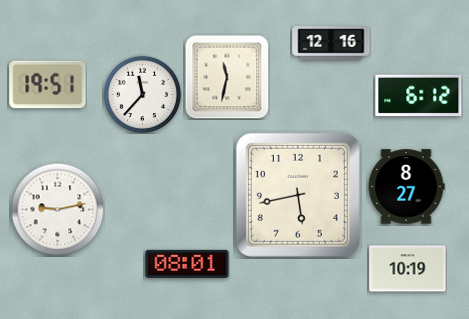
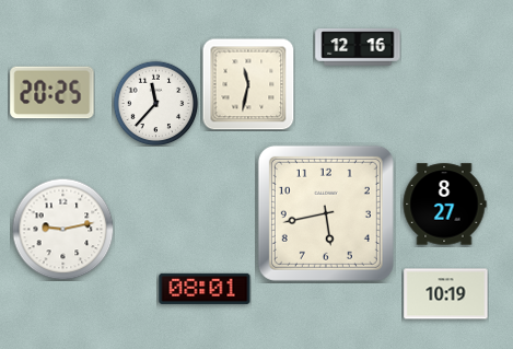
clock at (331, 43) position: (331, 43) -> (358, 47)
clock at (48, 85): 19:51 -> 20:25
clock at (419, 96): 6:12 -> none
